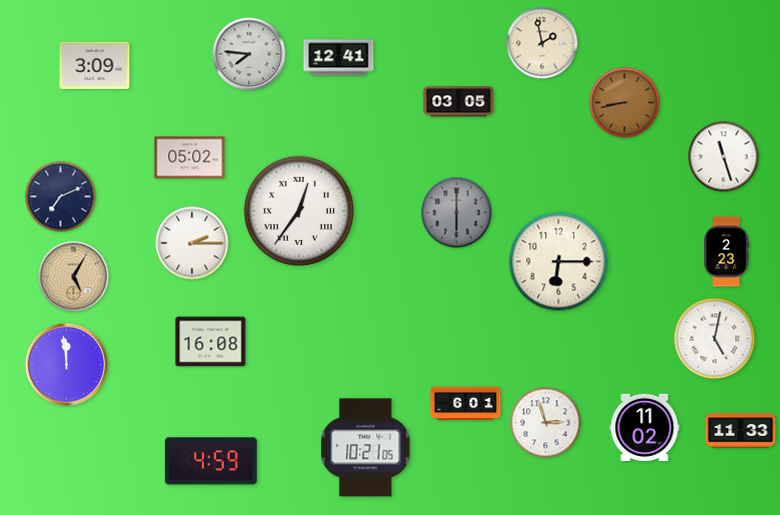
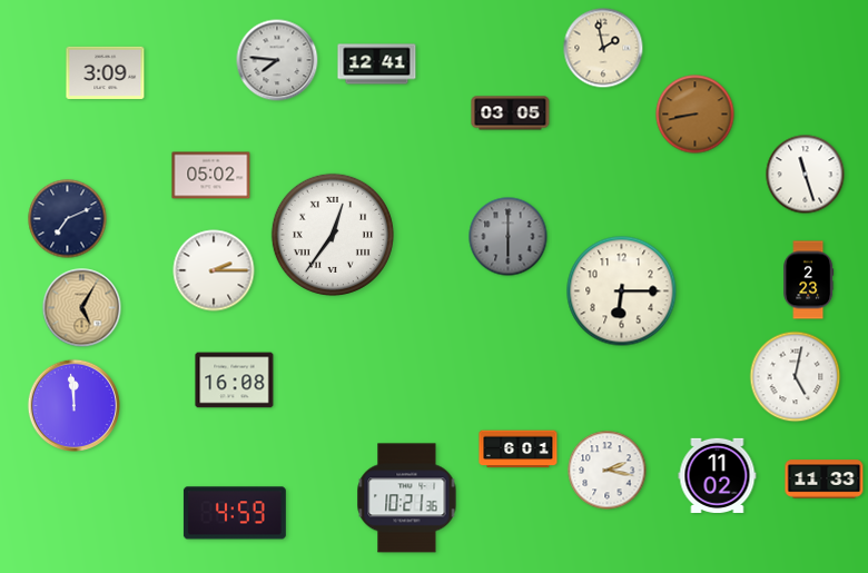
clock at (546, 423): 2:57 -> 2:17
clock at (366, 448): 10:21:05 -> 10:21:36
